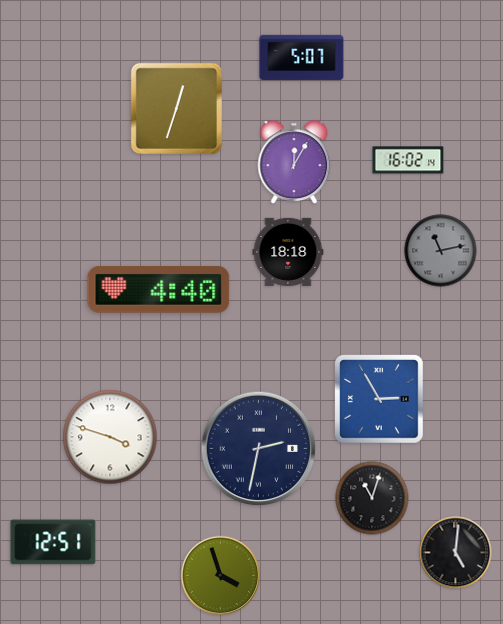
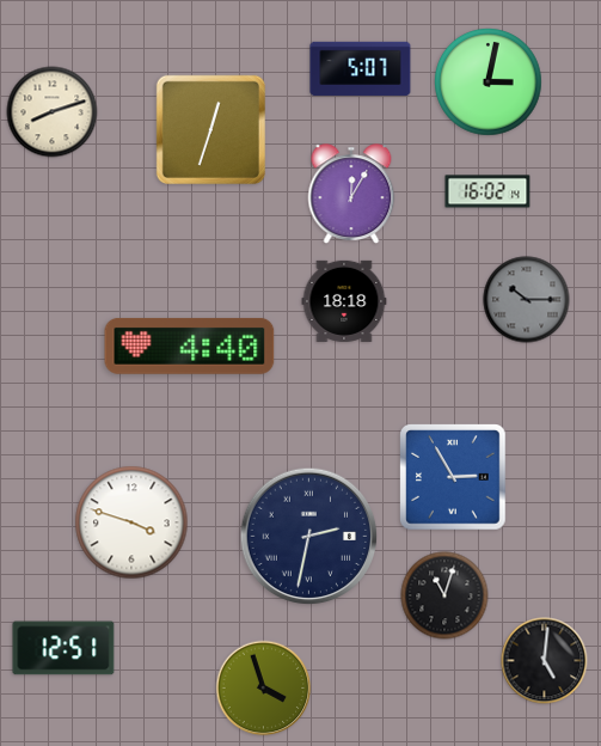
clock at (489, 82): none -> 3:02
clock at (53, 112): none -> 8:12
clock at (441, 251): 11:13 -> 10:15
